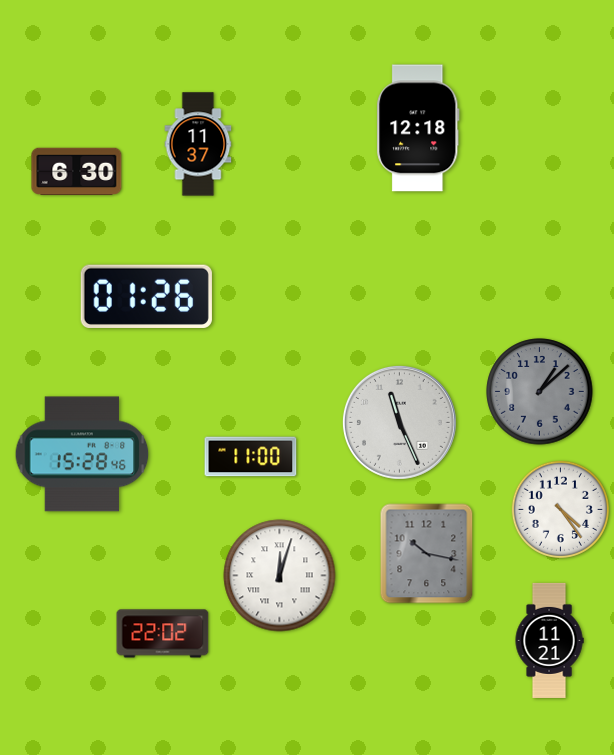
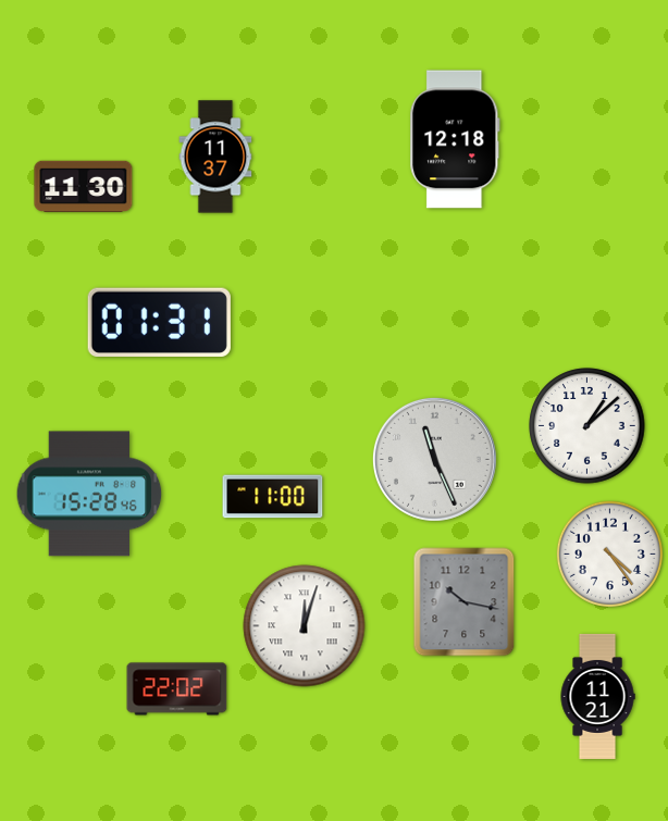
clock at (77, 171): 6:30 -> 11:30
clock at (146, 296): 01:26 -> 01:31
clock at (540, 392) dial: grey -> white
